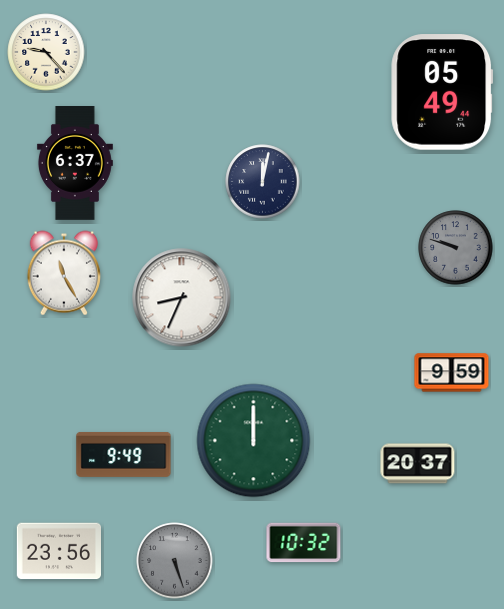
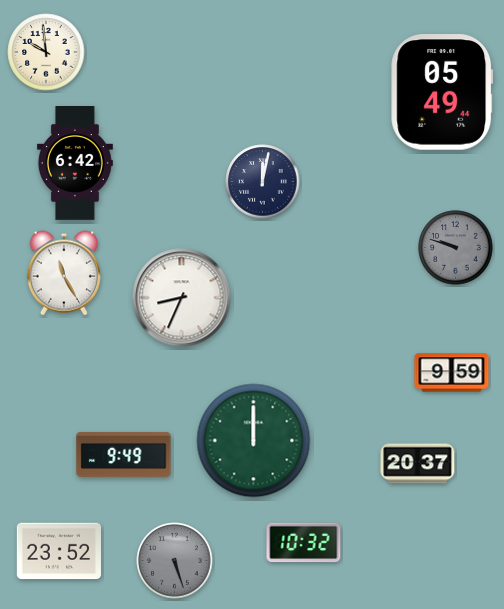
clock at (46, 52): 9:23 -> 9:59
clock at (75, 164): 6:37 -> 6:42
clock at (58, 551): 23:56 -> 23:52
